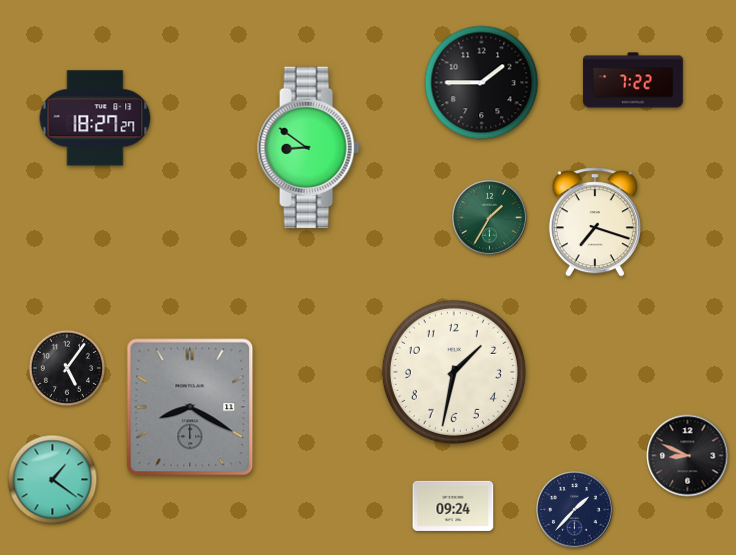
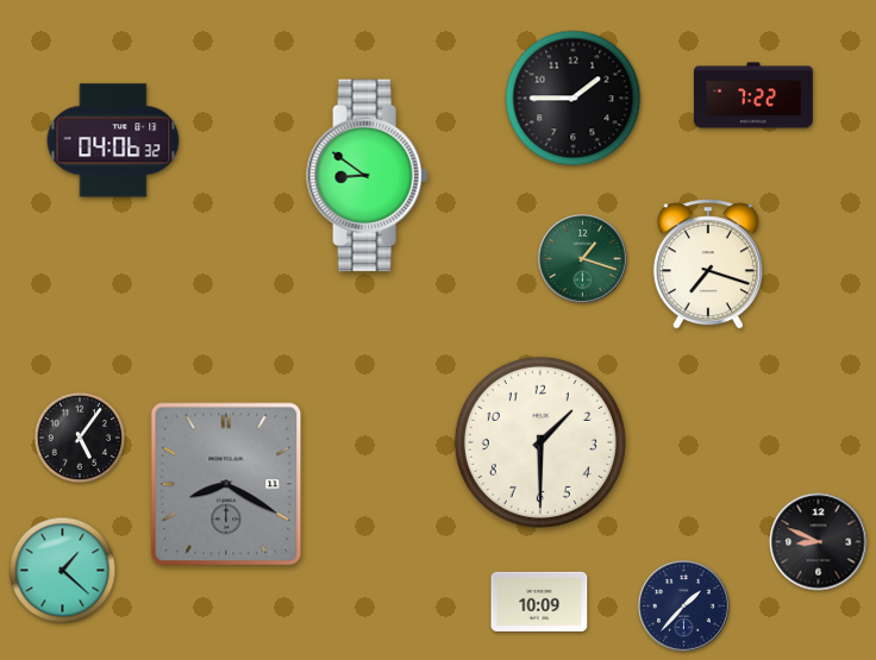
clock at (95, 118): 18:27 -> 04:06
clock at (489, 217): 1:35 -> 1:18
clock at (454, 372): 1:32 -> 1:30
clock at (53, 480): 1:21 -> 1:22
clock at (453, 506): 09:24 -> 10:09
